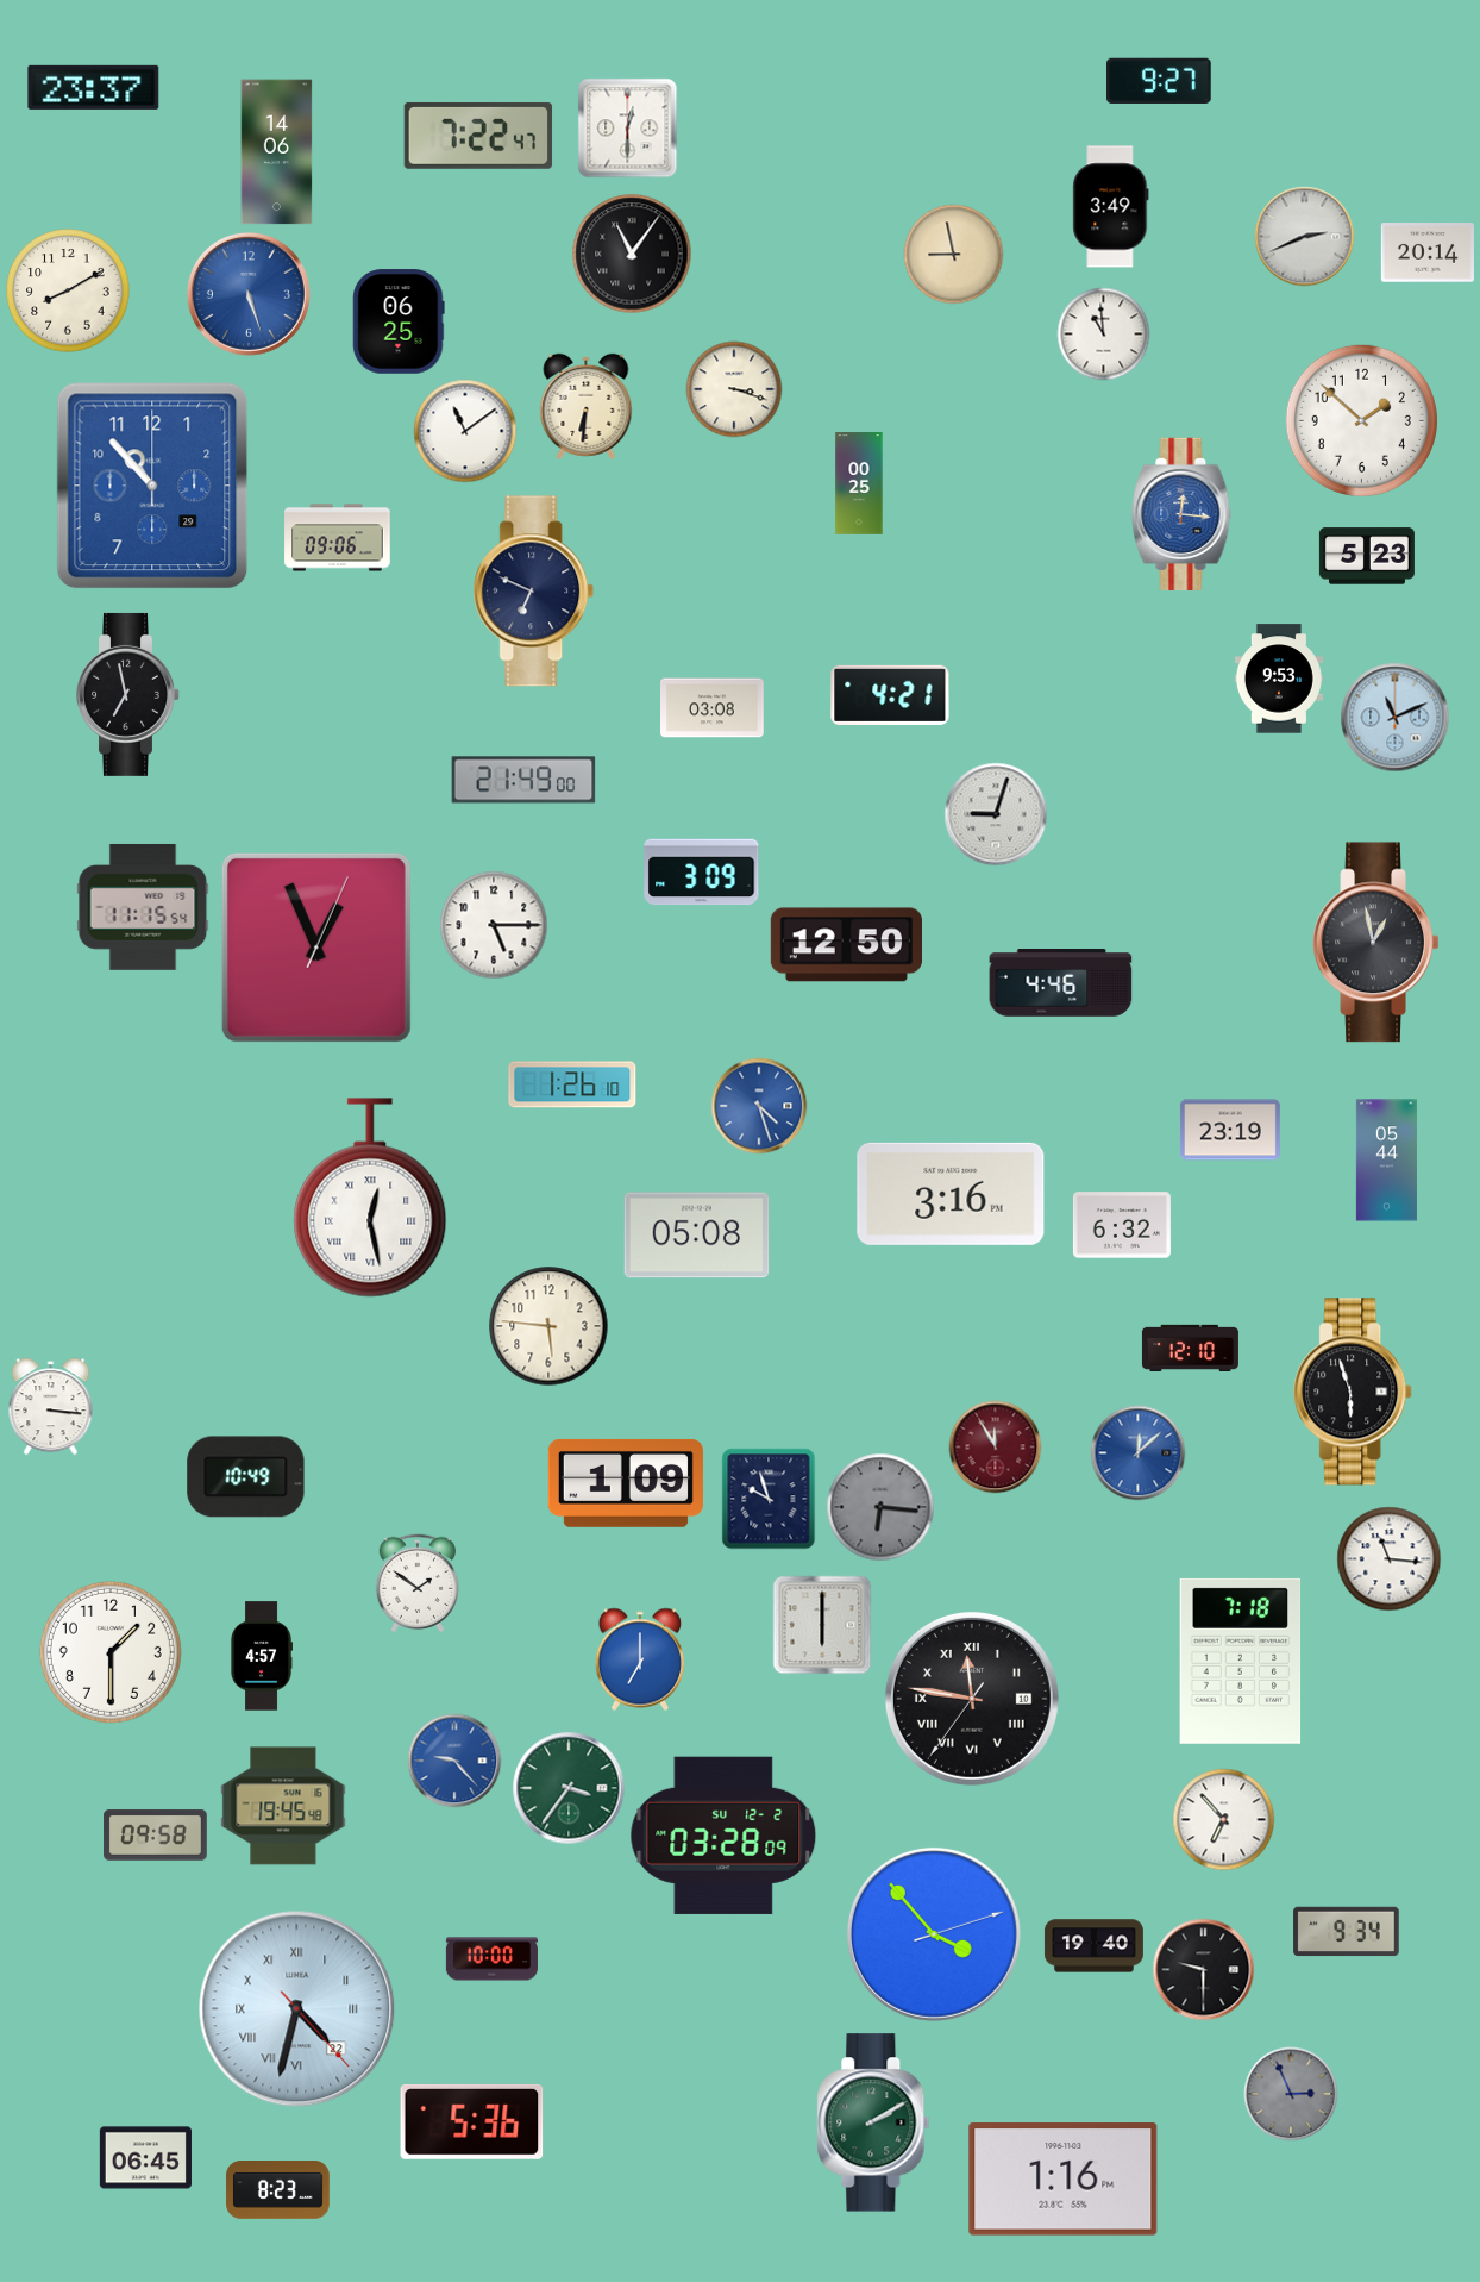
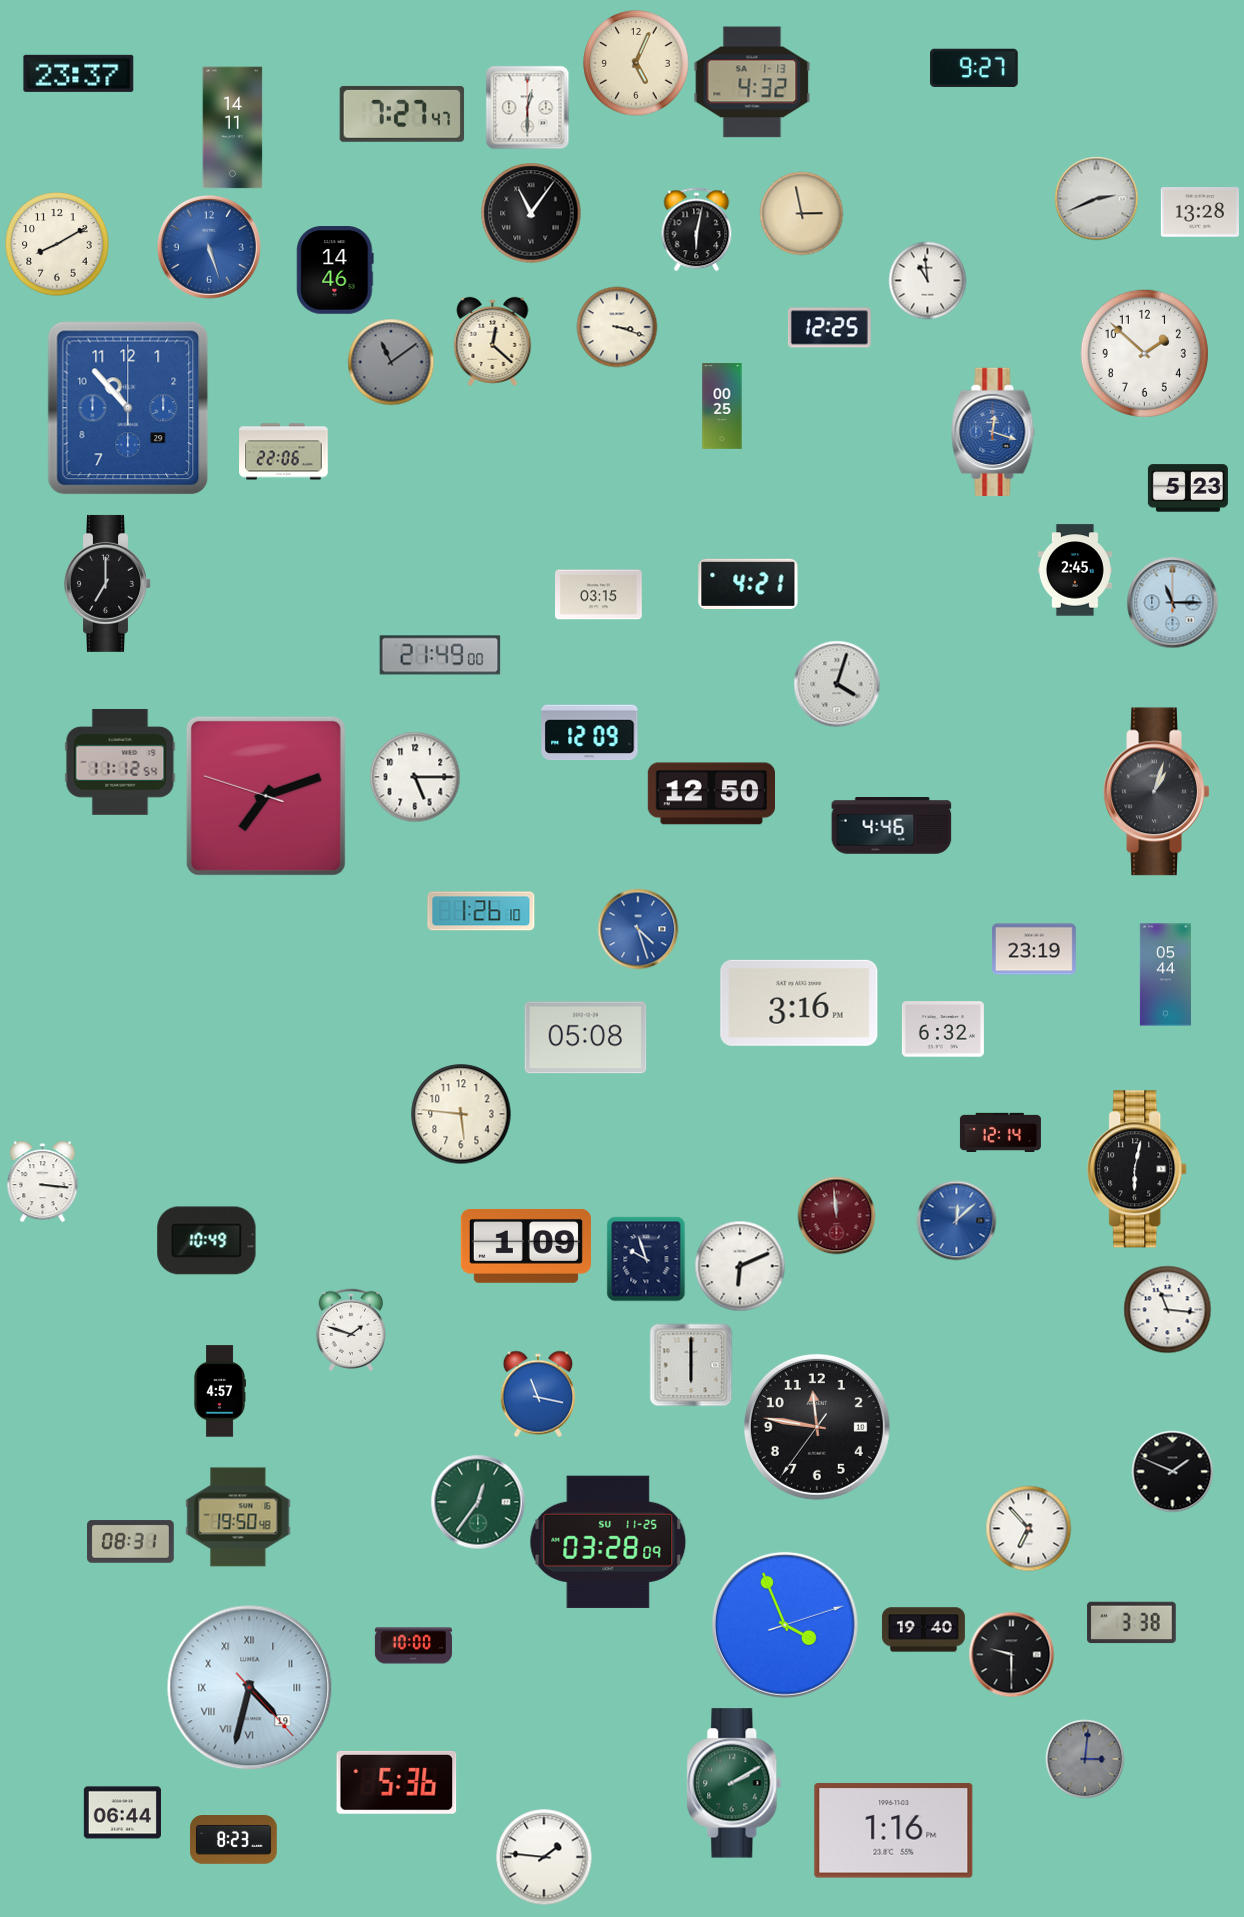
clock at (636, 63): none -> 5:04
clock at (752, 82): none -> 4:32
clock at (478, 136): 7:22 -> 7:27
clock at (277, 152): 14:06 -> 14:11
clock at (1111, 207): 3:49 -> none
clock at (1428, 252): 20:14 -> 13:28
clock at (953, 254): 8:58 -> 2:58
clock at (697, 229): none -> 6:02
clock at (399, 321): 06:25 -> 14:46
clock at (829, 328): none -> 12:25
clock at (587, 406): 6:31 -> 12:22
clock at (465, 431) dial: white -> grey
clock at (1181, 514): 12:16 -> 12:18
clock at (338, 538): 09:06 -> 22:06
clock at (1367, 556) position: (1367, 556) -> (1188, 488)
clock at (534, 592): 6:49 -> none
clock at (1279, 679): 9:53 -> 2:45
clock at (128, 694): 6:58 -> 7:00
clock at (713, 708): 03:08 -> 03:15
clock at (1394, 717): 11:11 -> 11:15
clock at (996, 814): 9:03 -> 4:03
clock at (702, 873): 3:09 -> 12:09
clock at (143, 907): 11:15 -> 11:12
clock at (1376, 943): 12:58 -> 1:03
clock at (316, 948): 12:56 -> 7:11
clock at (370, 1198): 12:28 -> none
clock at (1190, 1348): 12:10 -> 12:14
clock at (1354, 1392): 5:57 -> 6:02
clock at (995, 1446): 11:55 -> 11:59
clock at (880, 1507): 6:16 -> 6:11
clock at (880, 1507) dial: grey -> white
clock at (418, 1582): 1:51 -> 1:48
clock at (111, 1652): 1:30 -> none
clock at (639, 1659): 7:00 -> 11:17
clock at (1241, 1661): 7:18 -> none
clock at (972, 1699) numerals: Roman -> Arabic
clock at (1172, 1471): none -> 1:49
clock at (454, 1761): 9:23 -> none
clock at (569, 1788): 3:36 -> 12:36
clock at (283, 1806): 19:45 -> 19:50
clock at (156, 1836): 09:58 -> 08:31
clock at (723, 1836) date: SU 12-2 -> SU 11-25
clock at (1347, 1932): 9:34 -> 3:38
clock at (934, 1934): 3:53 -> 3:56
clock at (1093, 1946) position: (1093, 1946) -> (923, 1630)
clock at (297, 2009) date: 22 -> 19
clock at (1291, 2094): 2:56 -> 3:01
clock at (145, 2158): 06:45 -> 06:44
clock at (544, 1857): none -> 1:46
